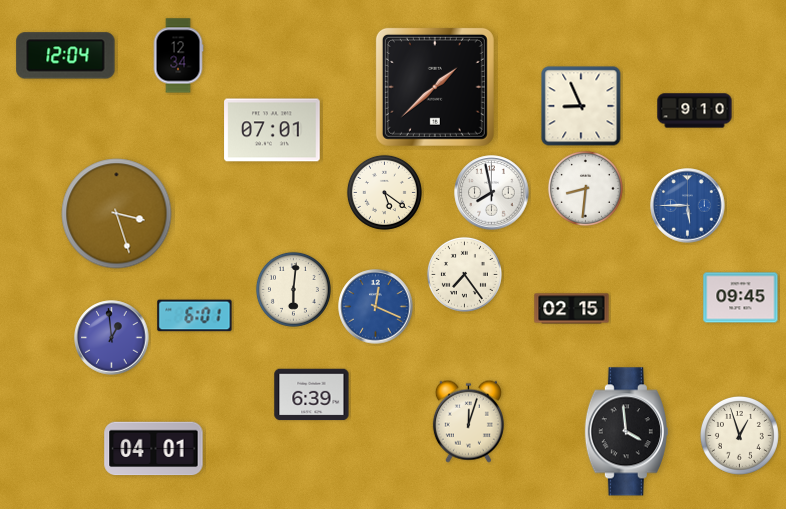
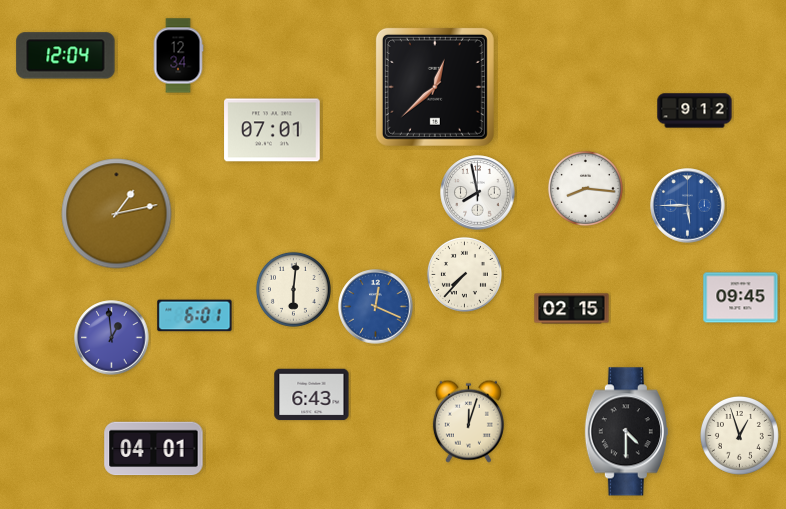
clock at (435, 87): 1:38 -> 12:38
clock at (581, 106): 8:56 -> none
clock at (695, 111): 9:10 -> 9:12
clock at (585, 188): 8:31 -> 8:16
clock at (384, 192): 5:21 -> none
clock at (492, 193) position: (492, 193) -> (478, 193)
clock at (117, 214): 3:27 -> 1:13
clock at (464, 274): 7:24 -> 7:37
clock at (312, 395): 6:39 -> 6:43
clock at (626, 432): 3:59 -> 4:30
